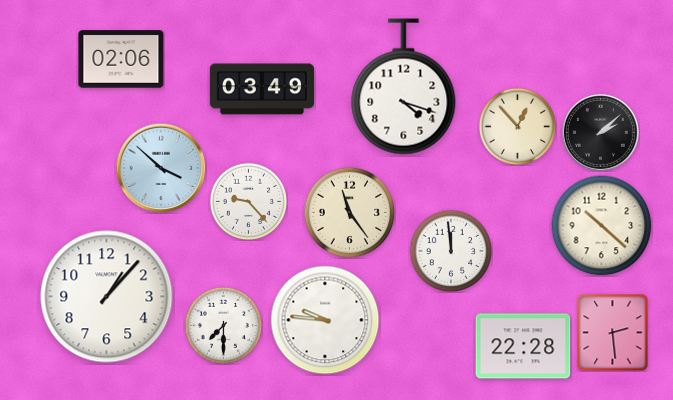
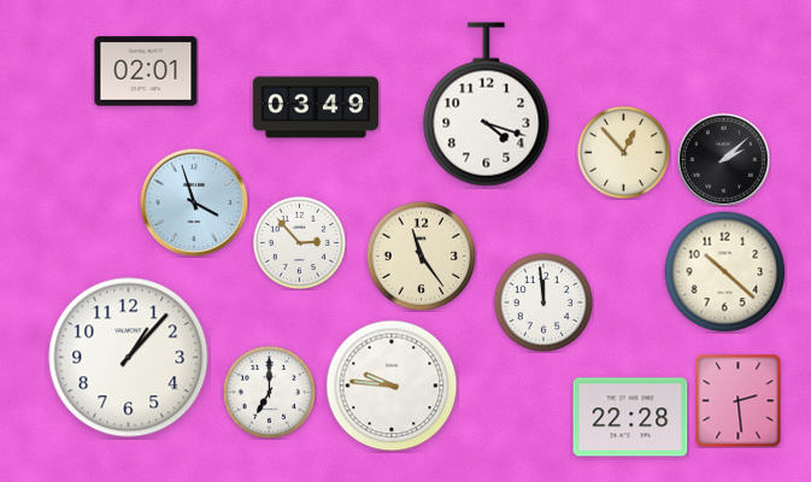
clock at (121, 59): 02:06 -> 02:01
clock at (161, 168): 3:52 -> 3:57
clock at (248, 201): 9:23 -> 2:53
clock at (223, 325): 7:30 -> 7:00
